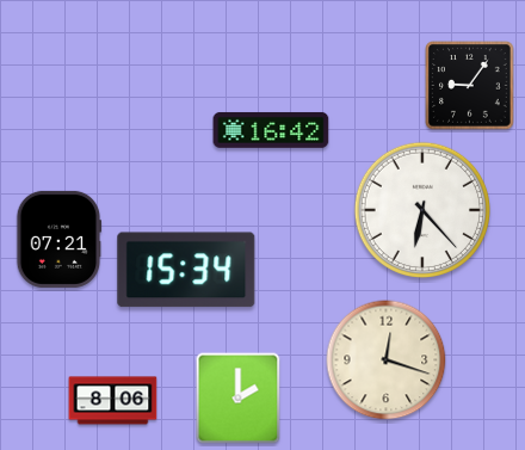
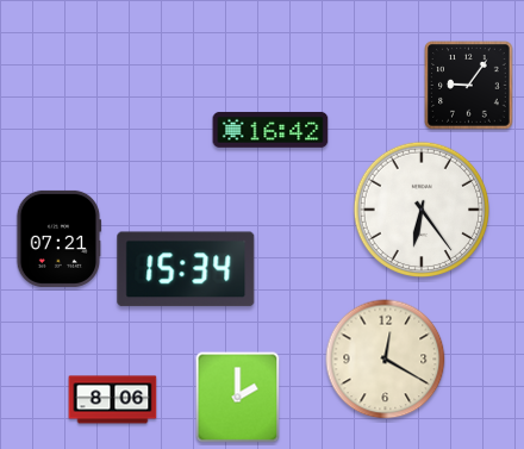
clock at (421, 209): 6:23 -> 6:24
clock at (387, 360): 12:18 -> 12:20
